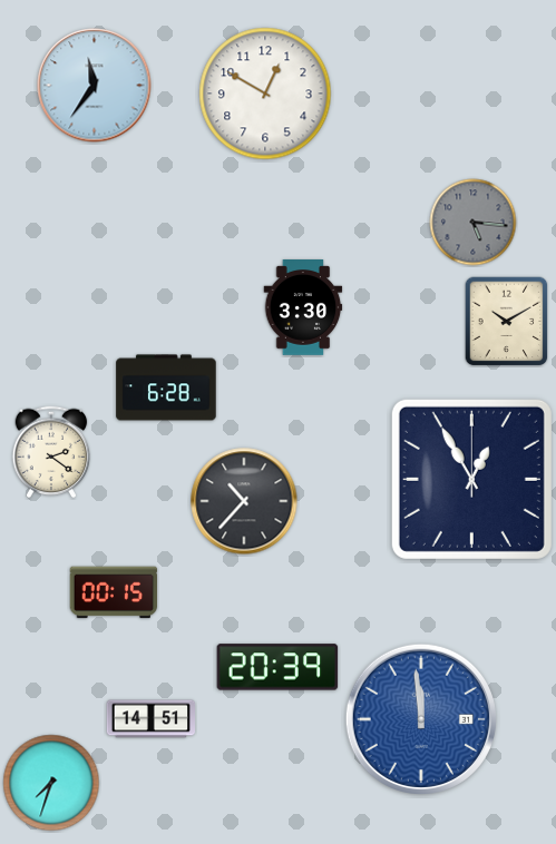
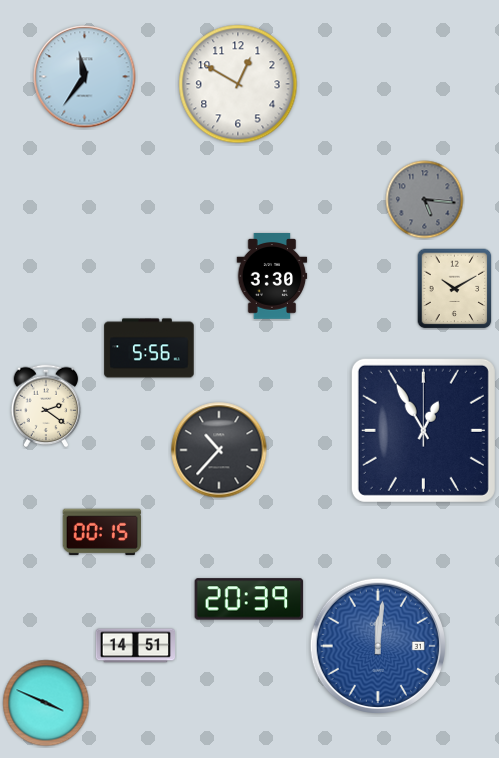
clock at (166, 387): 6:28 -> 5:56
clock at (421, 719): 11:59 -> 12:01
clock at (51, 783): 7:33 -> 3:49
